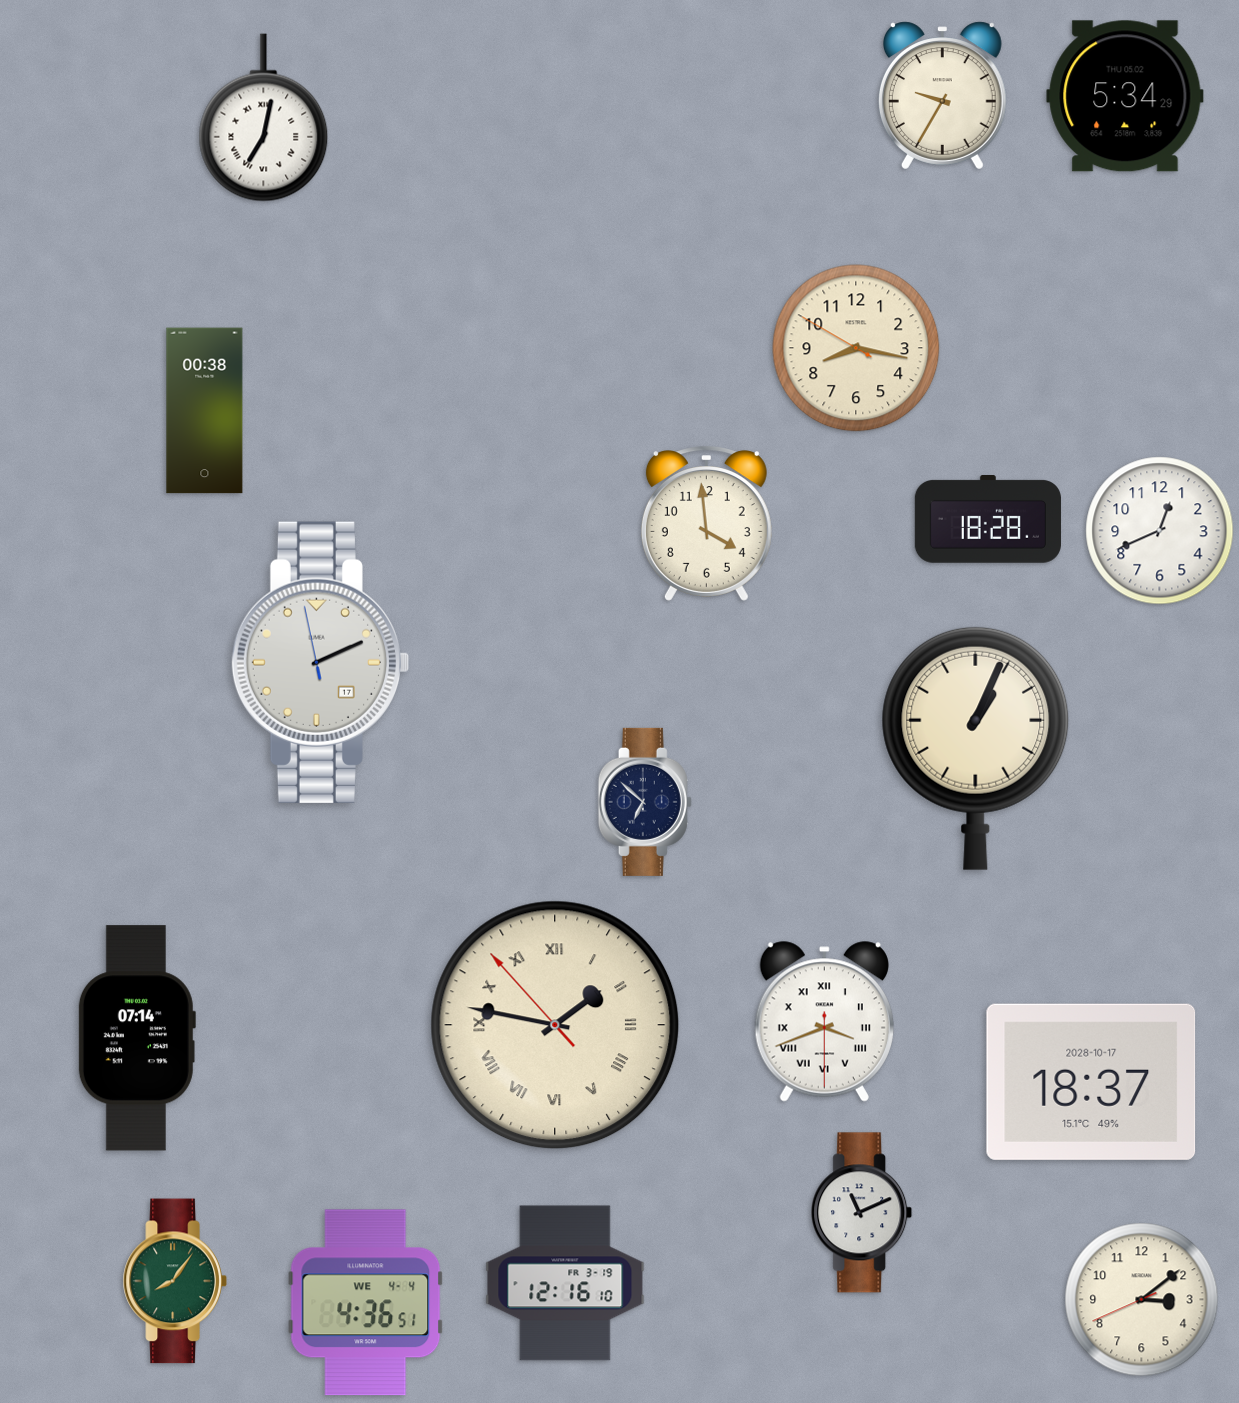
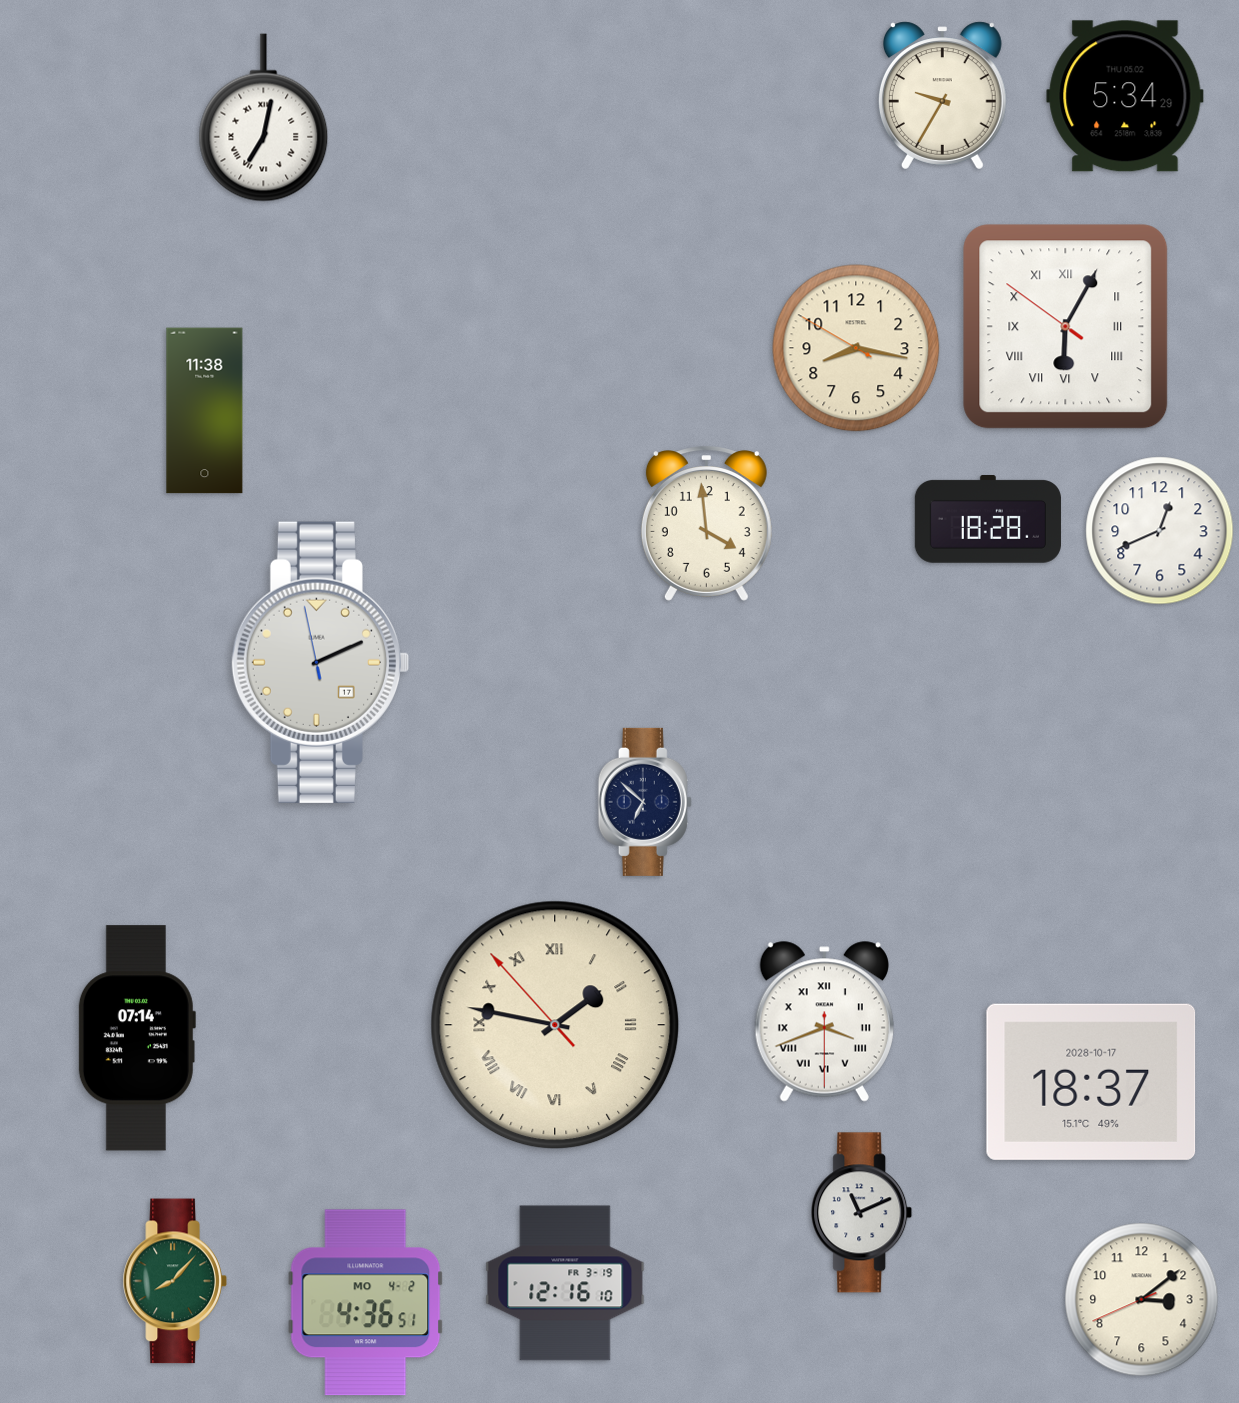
clock at (1066, 327): none -> 6:04
clock at (205, 411): 00:38 -> 11:38
clock at (976, 748): 1:04 -> none
clock at (175, 1281): 8:06 -> 8:07
clock at (366, 1303) date: WE 4-4 -> MO 4-2
